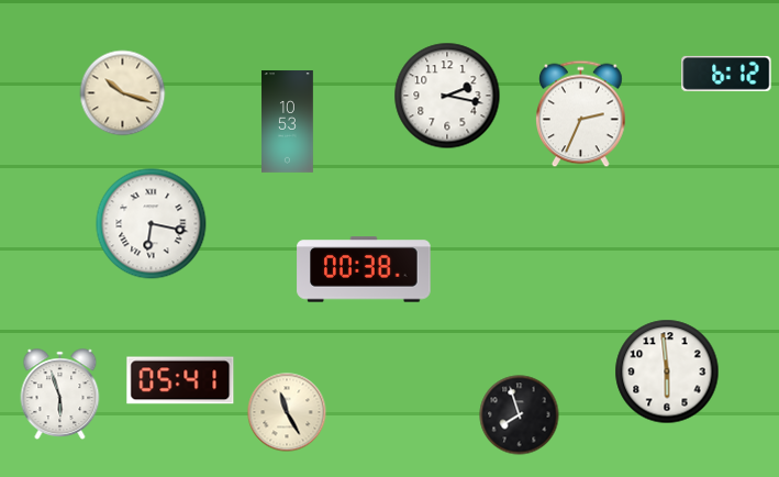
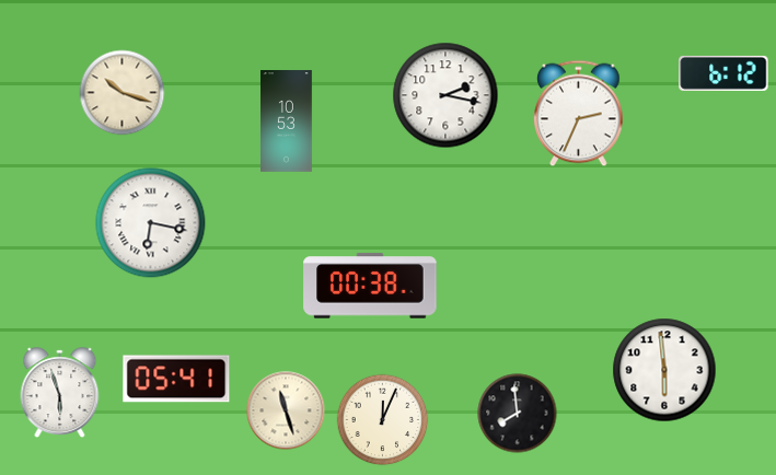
clock at (364, 269) position: (364, 269) -> (370, 286)
clock at (180, 380) position: (180, 380) -> (176, 379)
clock at (287, 412): 11:25 -> 11:27
clock at (520, 415): 7:57 -> 7:59
clock at (383, 420): none -> 12:04
